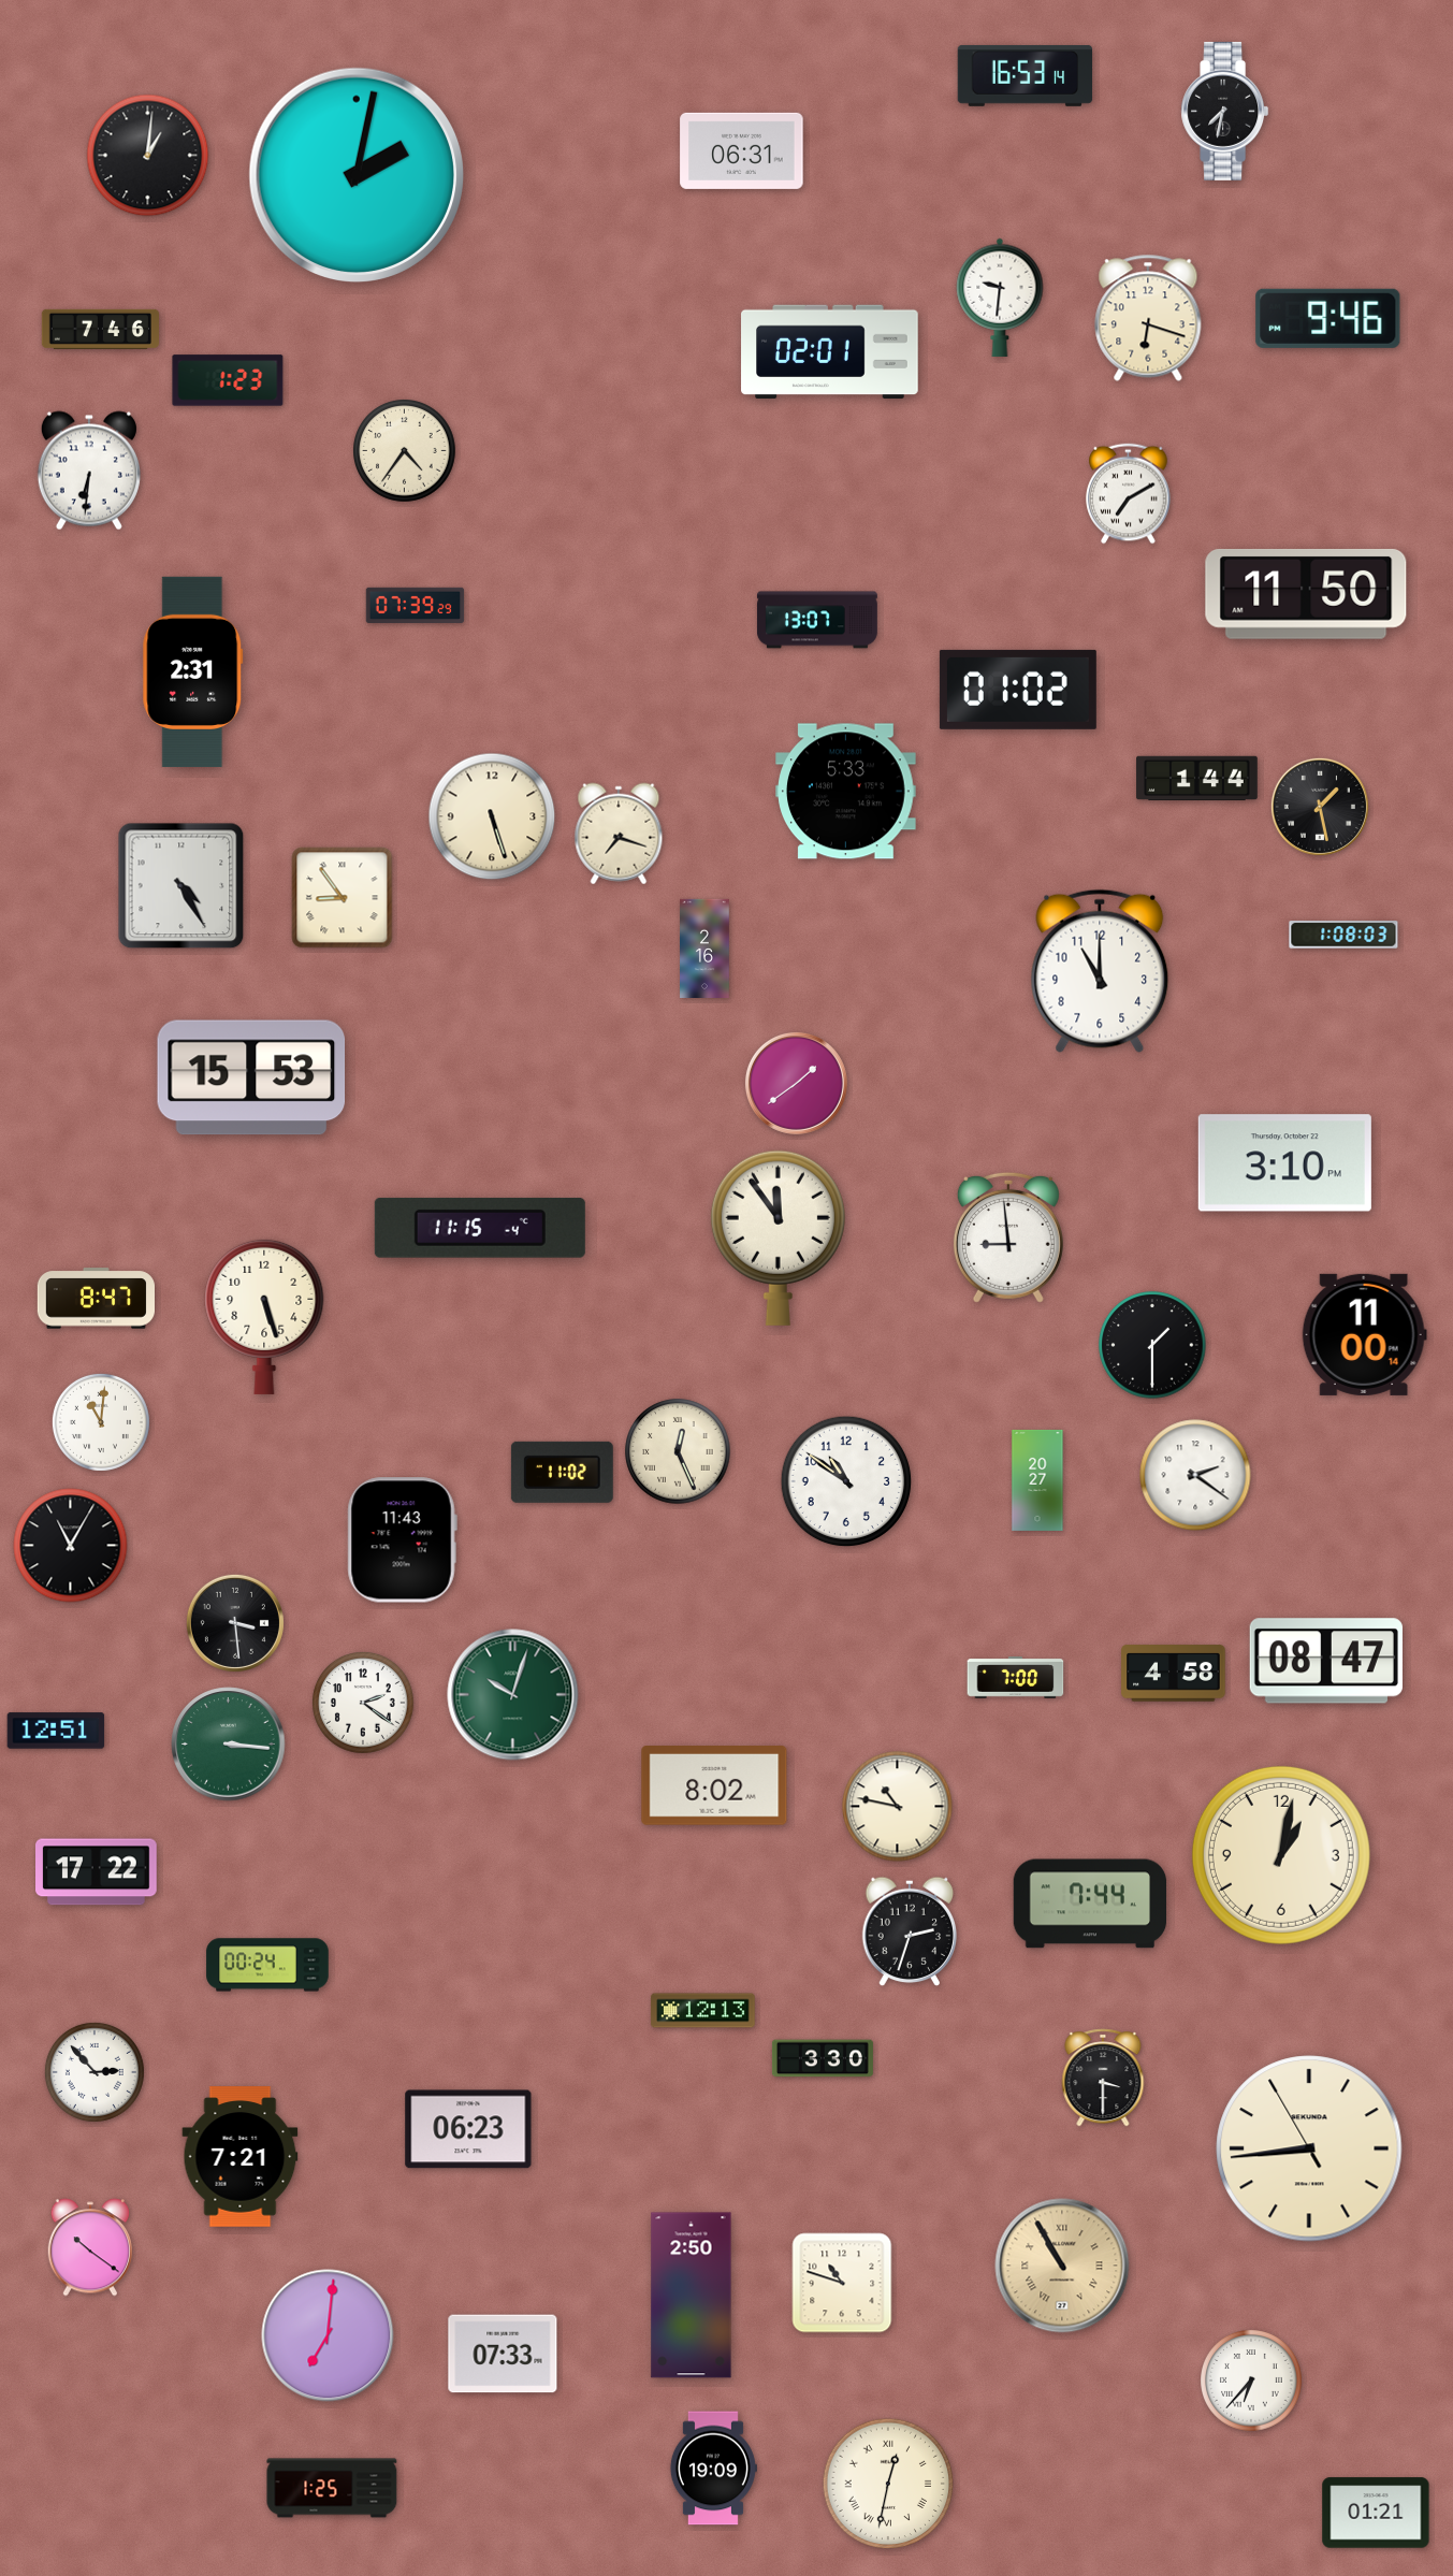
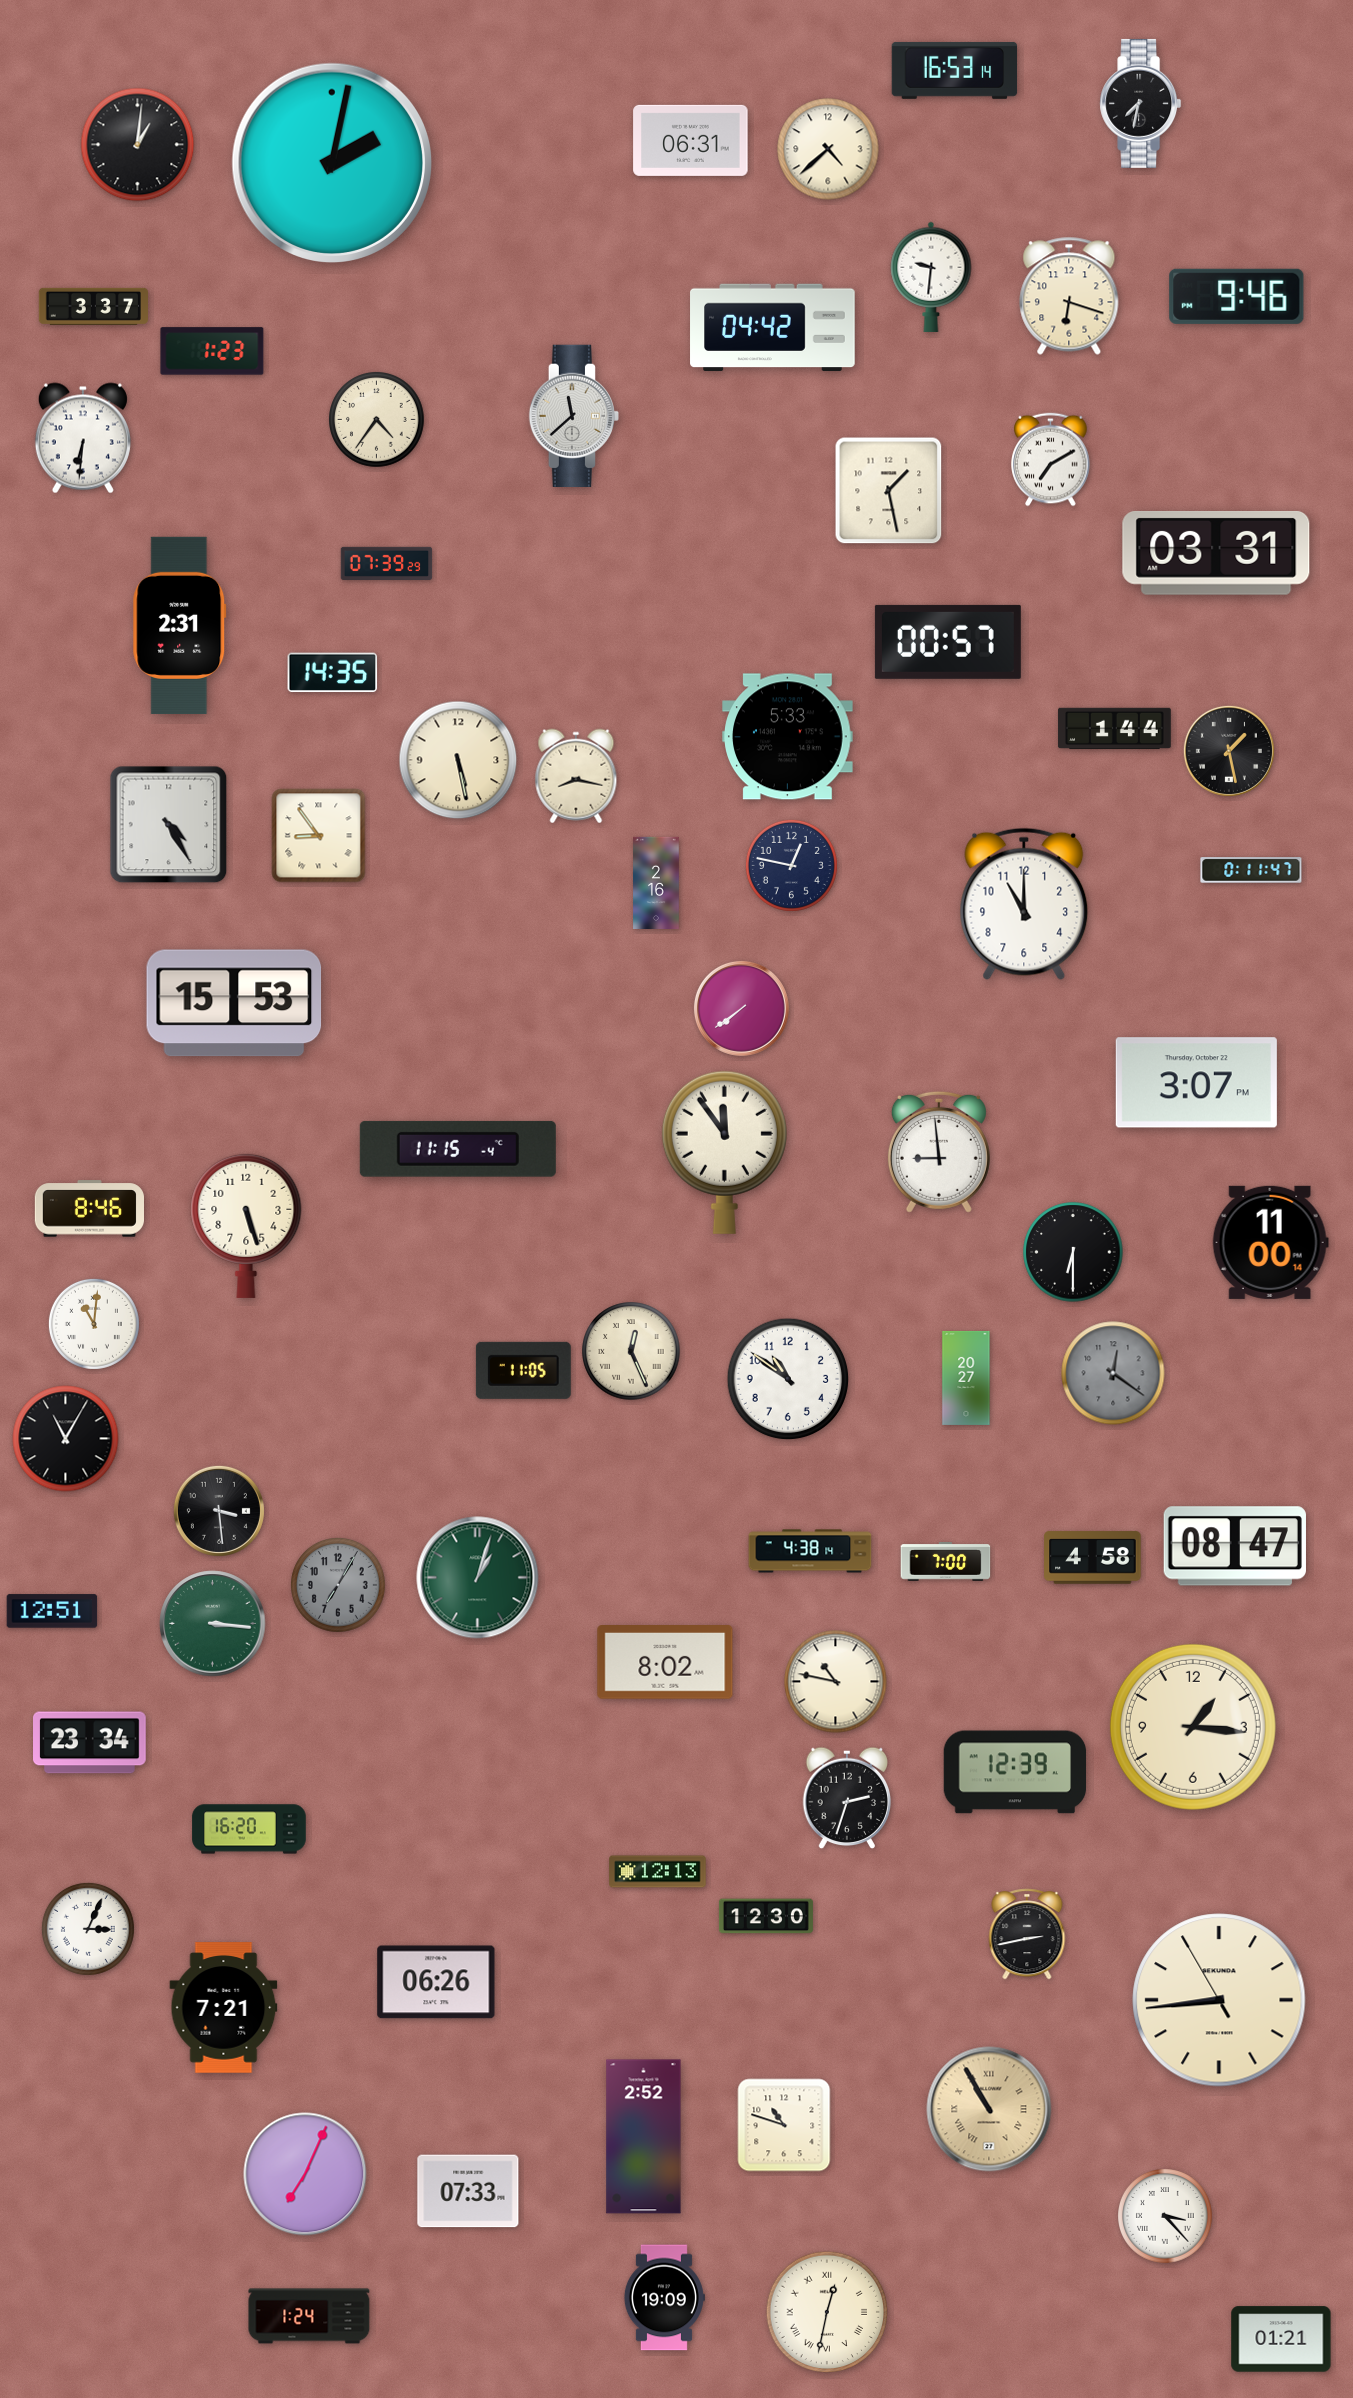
clock at (828, 149): none -> 4:38
clock at (100, 329): 7:46 -> 3:37
clock at (830, 352): 02:01 -> 04:42
clock at (228, 380) position: (228, 380) -> (212, 351)
clock at (573, 415): none -> 11:38
clock at (889, 491): none -> 1:28
clock at (1306, 594): 11:50 -> 03:31
clock at (817, 620): 13:07 -> none
clock at (1018, 690): 01:02 -> 00:57
clock at (333, 673): none -> 14:35
clock at (1197, 779) position: (1197, 779) -> (1115, 729)
clock at (492, 816): 5:27 -> 5:28
clock at (619, 834): 7:18 -> 8:17
clock at (791, 865): none -> 12:47
clock at (1343, 935): 1:08 -> 0:11
clock at (796, 1083): 1:39 -> 7:39
clock at (1284, 1163): 3:10 -> 3:07
clock at (480, 1228) position: (480, 1228) -> (458, 1149)
clock at (96, 1299): 8:47 -> 8:46
clock at (1152, 1345): 1:30 -> 6:30
clock at (562, 1472): 11:02 -> 11:05
clock at (1195, 1475): 2:21 -> 12:21
clock at (1195, 1475) dial: white -> grey
clock at (402, 1540): 11:43 -> none
clock at (810, 1551): none -> 4:38
clock at (513, 1695): 10:03 -> 1:03
clock at (364, 1704): 2:21 -> 7:05
clock at (364, 1704) dial: white -> grey
clock at (1281, 1855): 1:02 -> 1:16
clock at (97, 1872): 17:22 -> 23:34
clock at (1090, 1904): 7:44 -> 12:39
clock at (267, 1965): 00:24 -> 16:20
clock at (703, 2011) position: (703, 2011) -> (658, 1872)
clock at (823, 2058): 3:30 -> 12:30
clock at (95, 2072): 2:53 -> 3:04
clock at (1103, 2078): 3:30 -> 2:43
clock at (468, 2129): 06:23 -> 06:26
clock at (89, 2247): 10:21 -> none
clock at (692, 2296): 2:50 -> 2:52
clock at (328, 2335): 7:01 -> 7:04
clock at (1252, 2382): 6:37 -> 3:23
clock at (332, 2488): 1:25 -> 1:24
